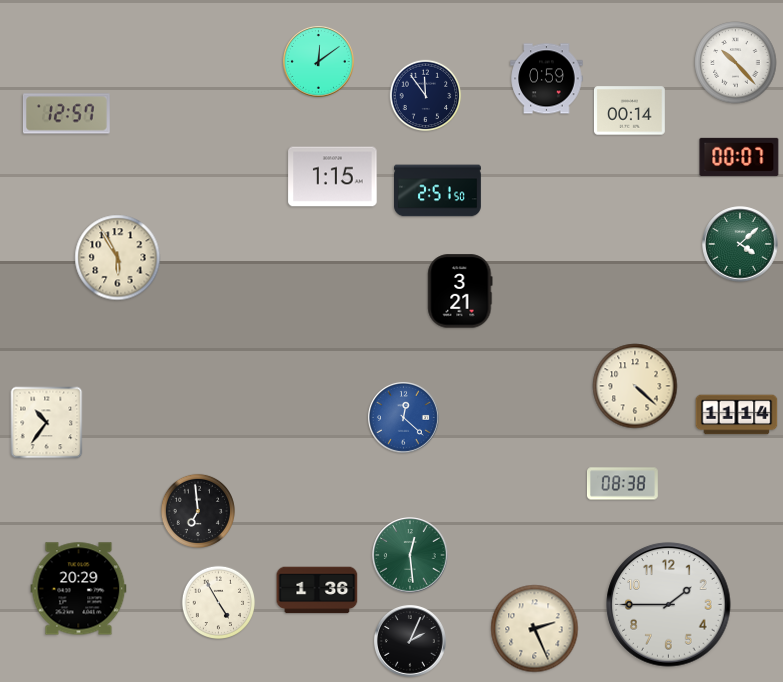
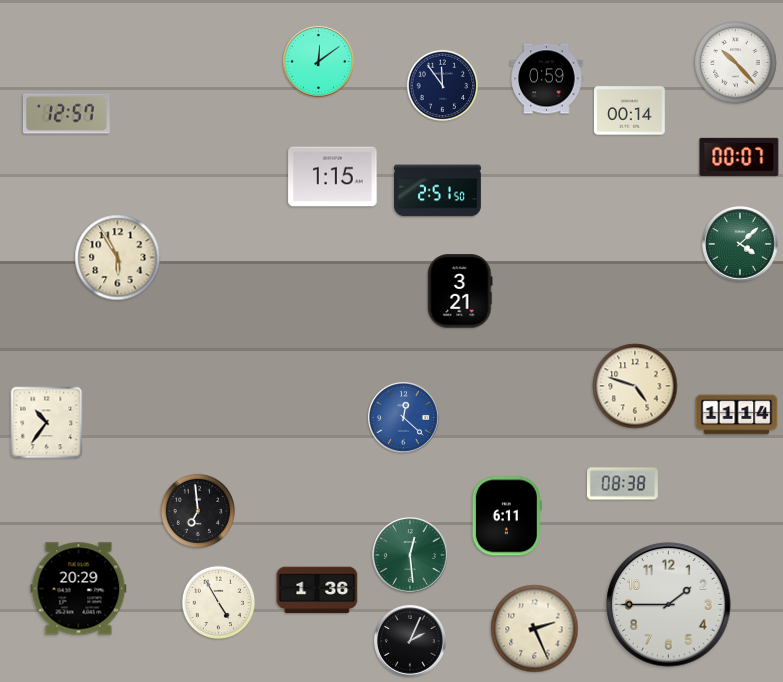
clock at (426, 96) position: (426, 96) -> (443, 86)
clock at (635, 386): 4:22 -> 4:48
clock at (507, 516): none -> 6:11
